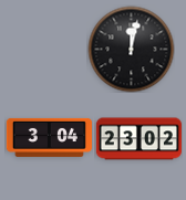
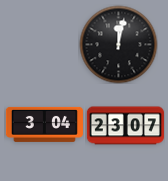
clock at (138, 139): 23:02 -> 23:07
